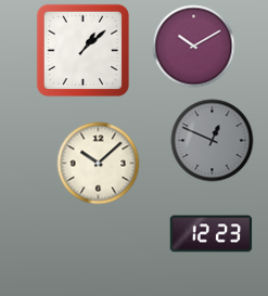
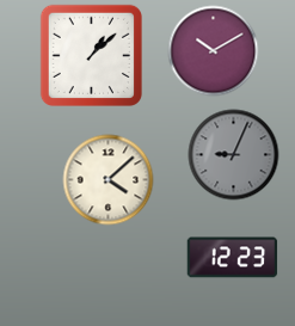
clock at (213, 141): 12:49 -> 9:04
clock at (99, 164): 10:08 -> 4:08
